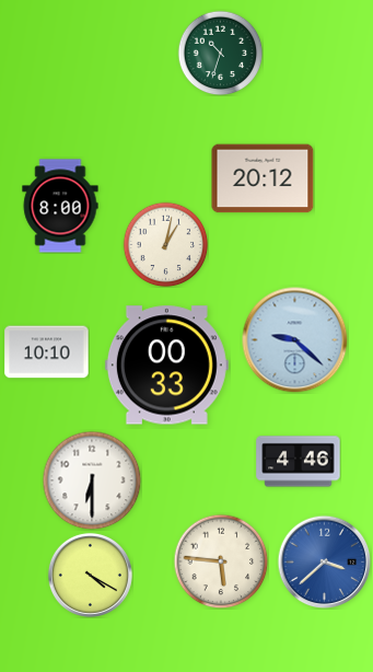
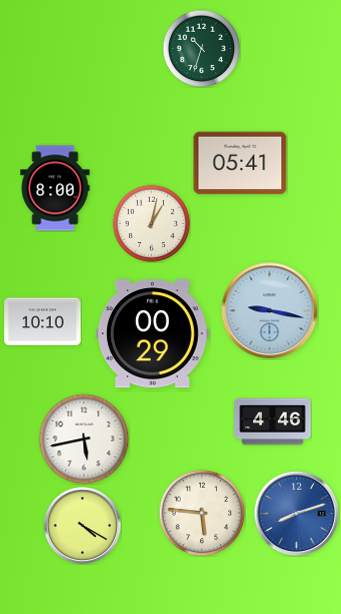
clock at (263, 178): 20:12 -> 05:41
clock at (295, 340): 9:22 -> 9:17
clock at (166, 366): 00:33 -> 00:29
clock at (92, 480): 6:30 -> 5:43
clock at (324, 561): 3:38 -> 8:12
